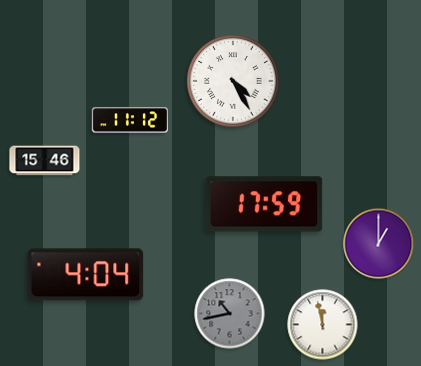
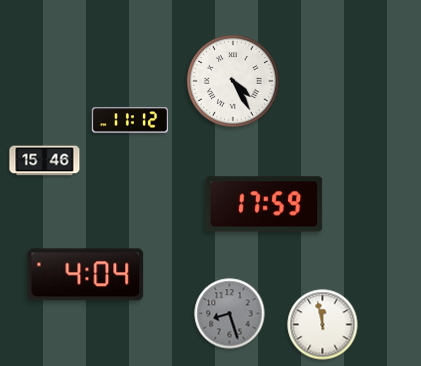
clock at (379, 244): 1:00 -> none
clock at (230, 314): 10:43 -> 8:27
